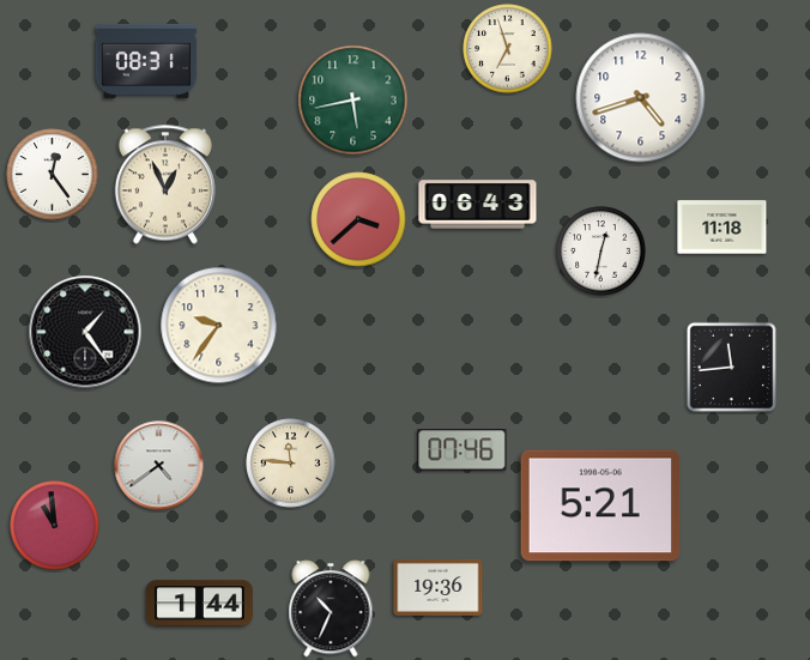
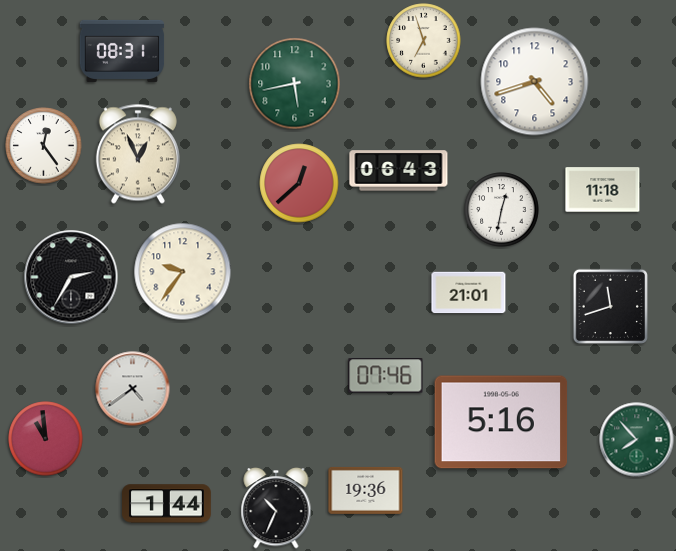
clock at (358, 219): 3:38 -> 12:38
clock at (85, 332): 1:24 -> 2:35
clock at (469, 293): none -> 21:01
clock at (731, 367): 11:44 -> 11:42
clock at (291, 464): 11:46 -> none
clock at (600, 505): 5:21 -> 5:16
clock at (637, 440): none -> 7:53
